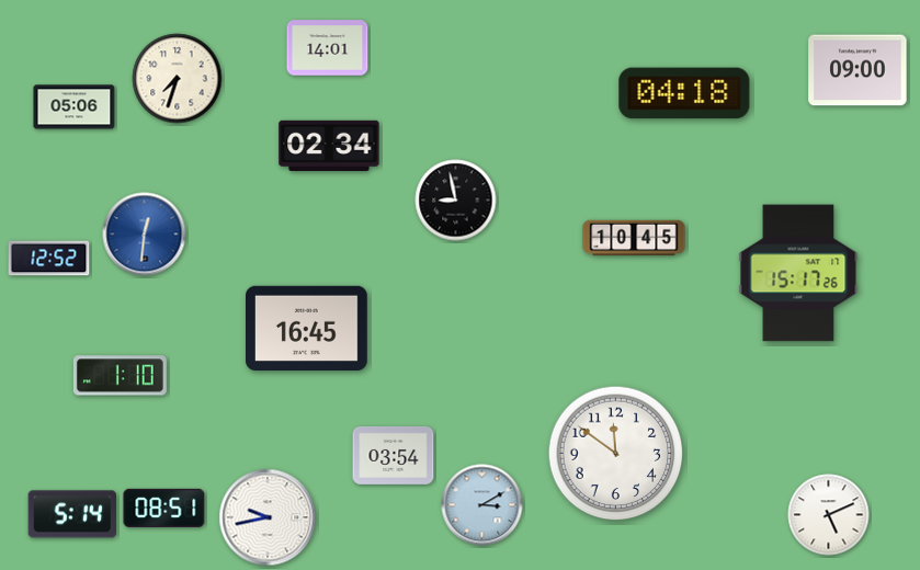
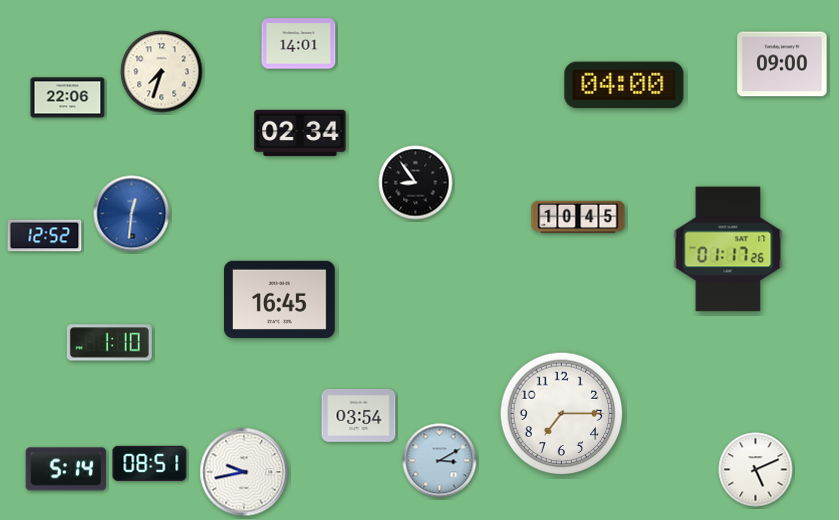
clock at (684, 93): 04:18 -> 04:00
clock at (75, 107): 05:06 -> 22:06
clock at (456, 201): 8:58 -> 8:54
clock at (798, 273): 15:17 -> 01:17
clock at (616, 454): 11:51 -> 7:15
